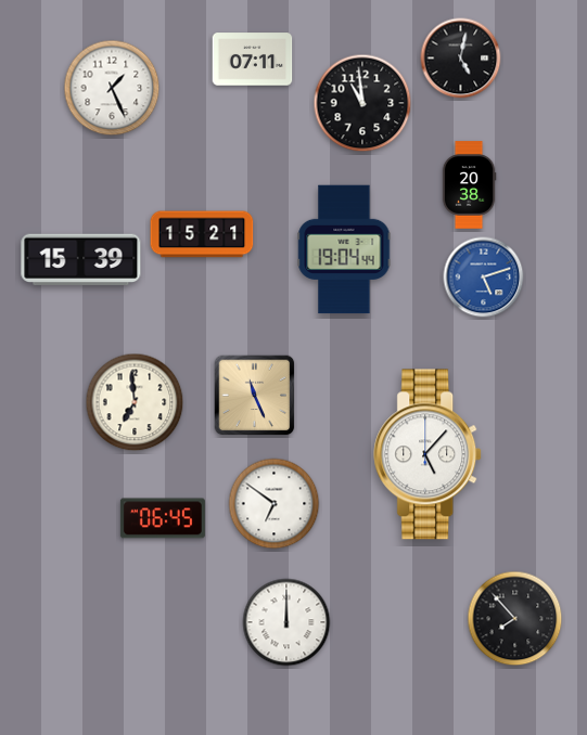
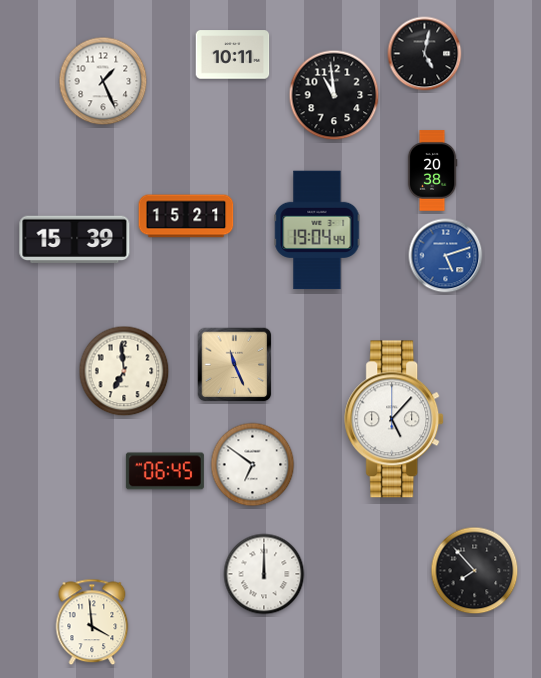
clock at (253, 60): 07:11 -> 10:11
clock at (163, 518) position: (163, 518) -> (165, 471)
clock at (92, 622): none -> 3:59
